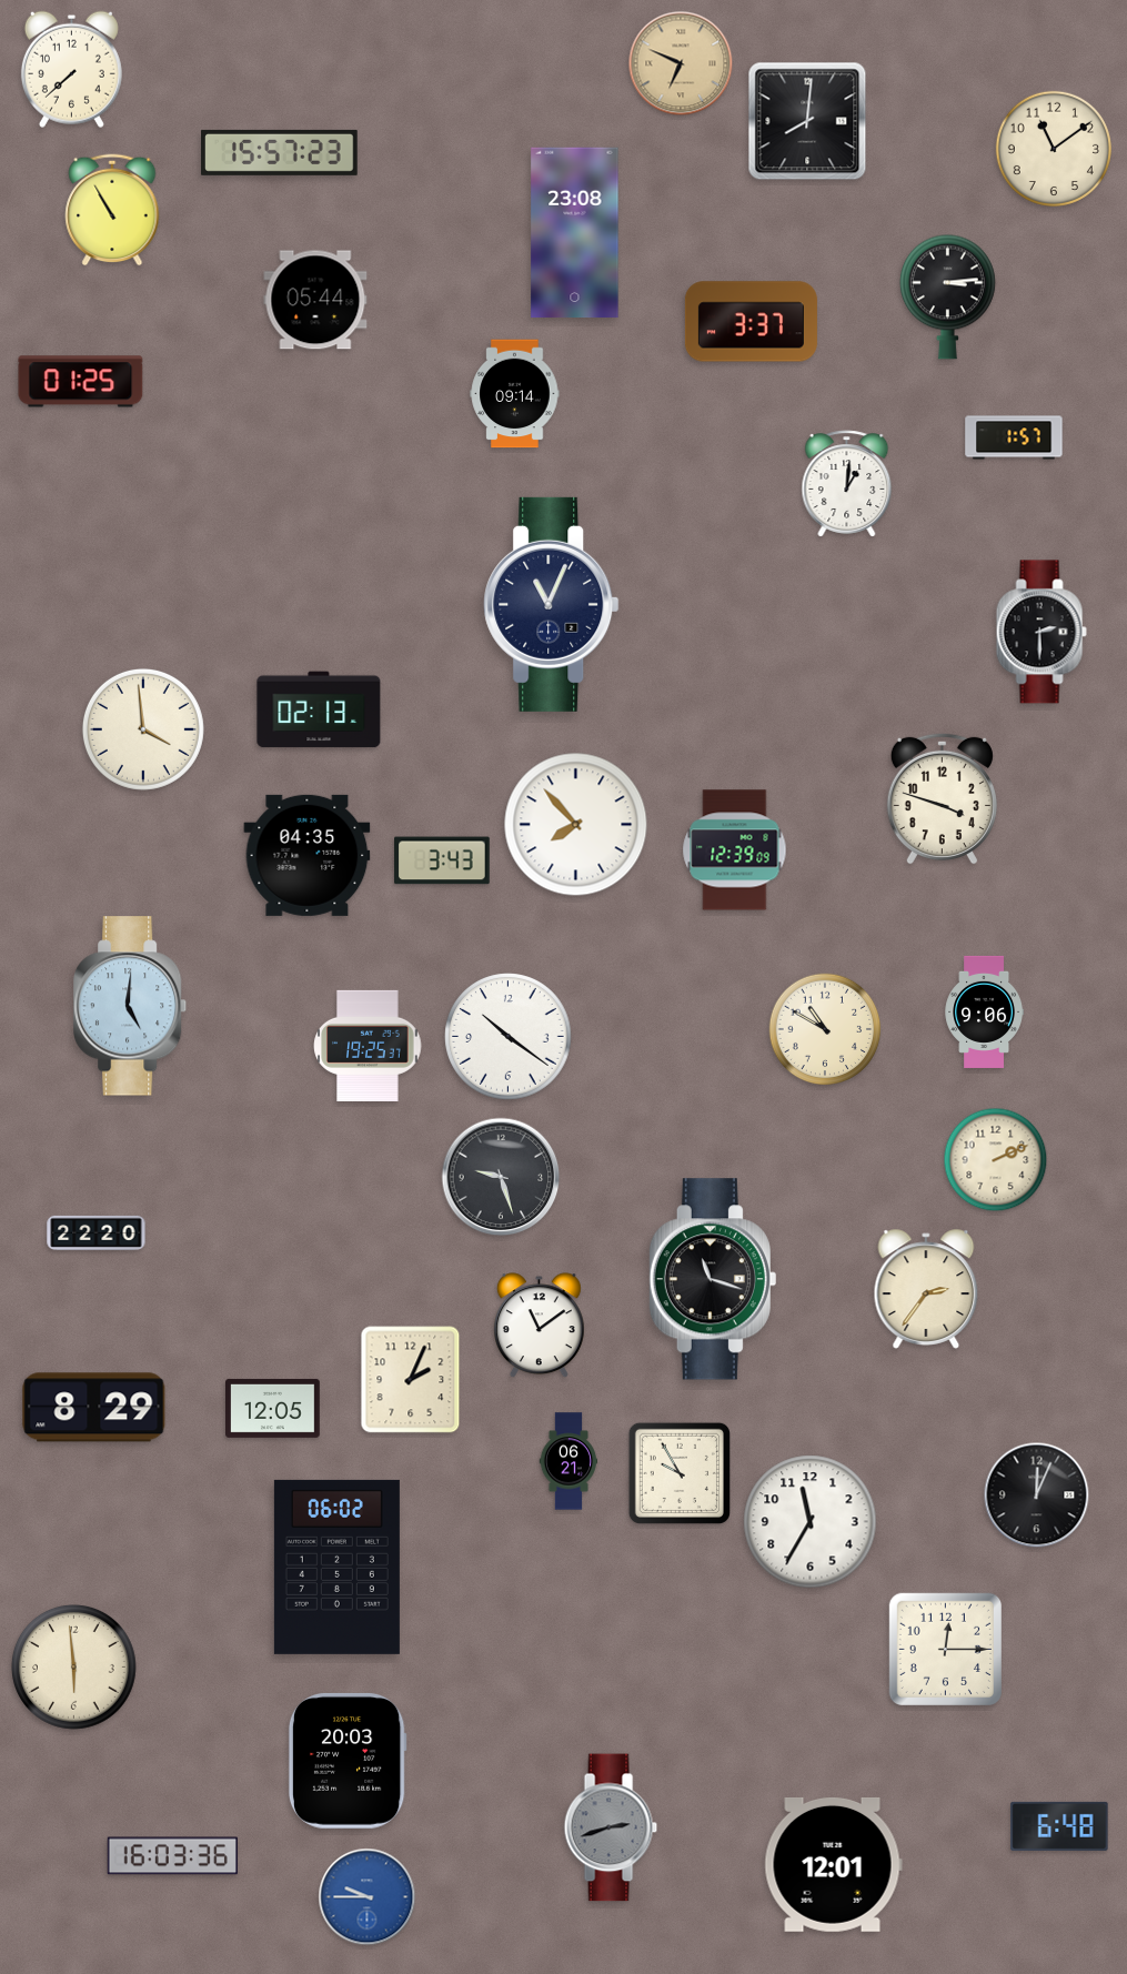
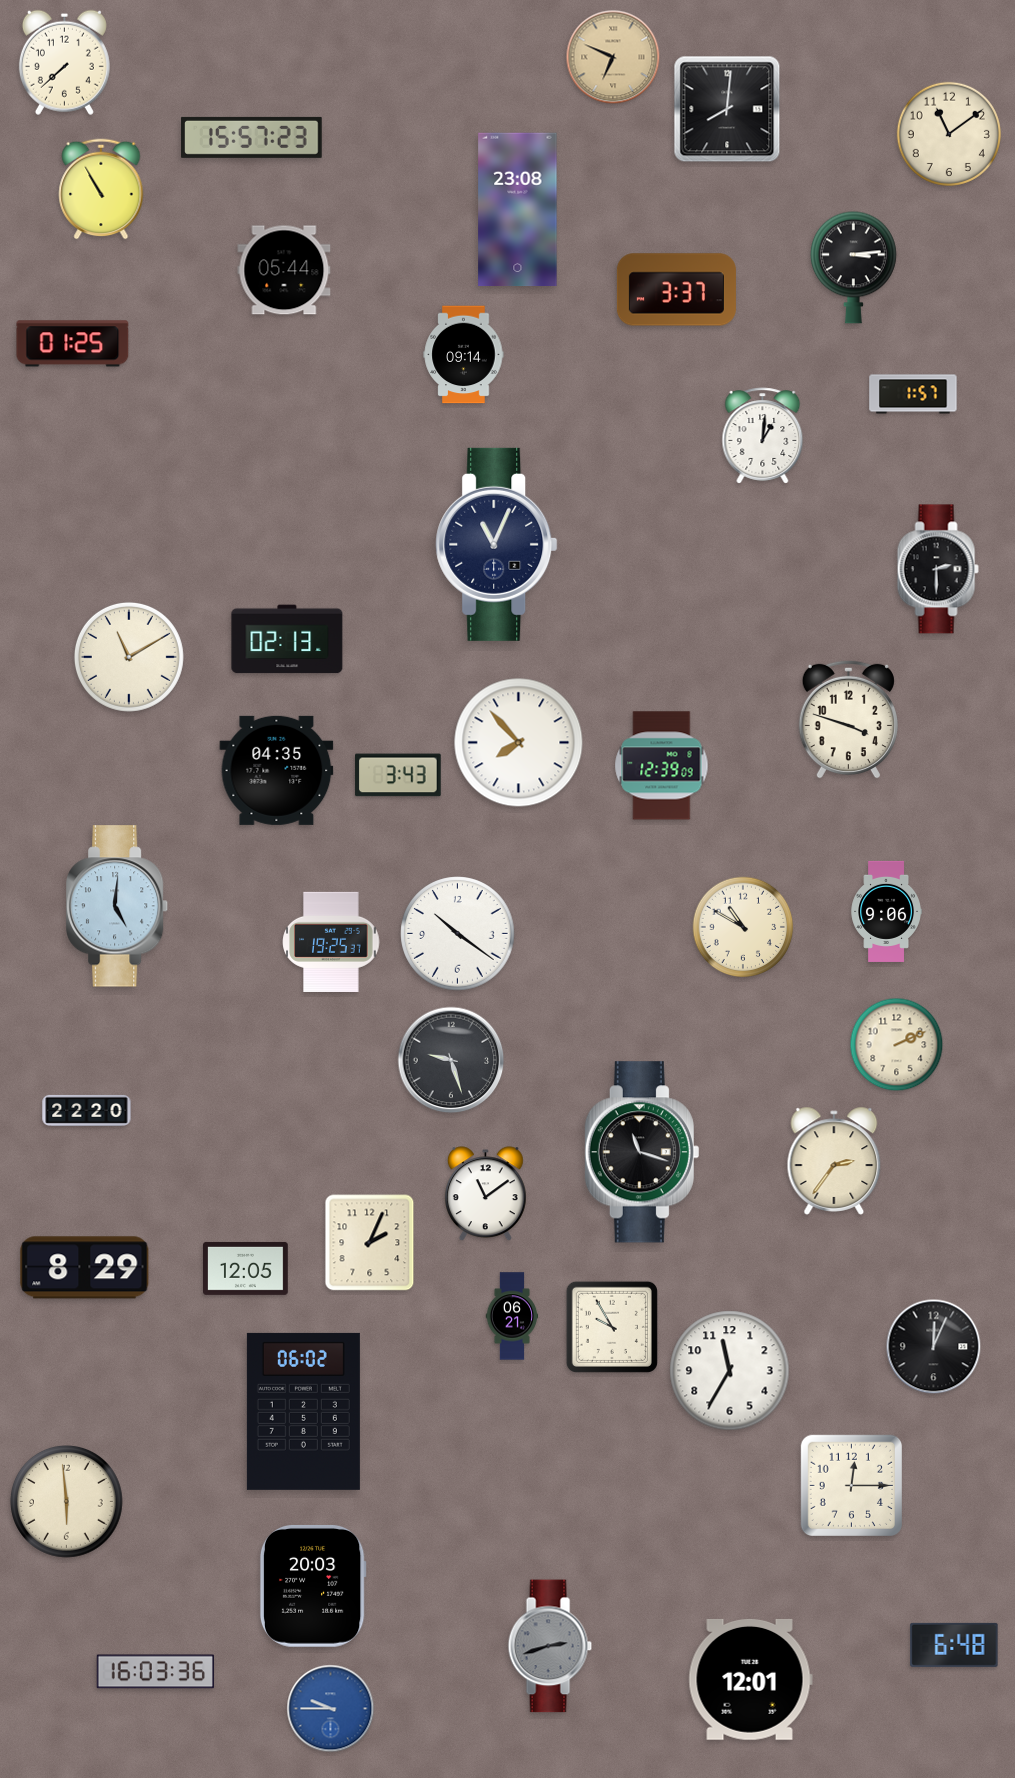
clock at (143, 729): 3:59 -> 11:10
